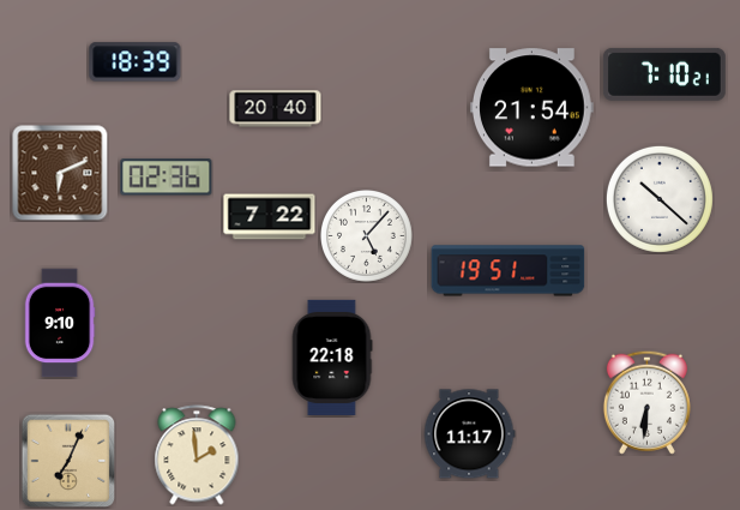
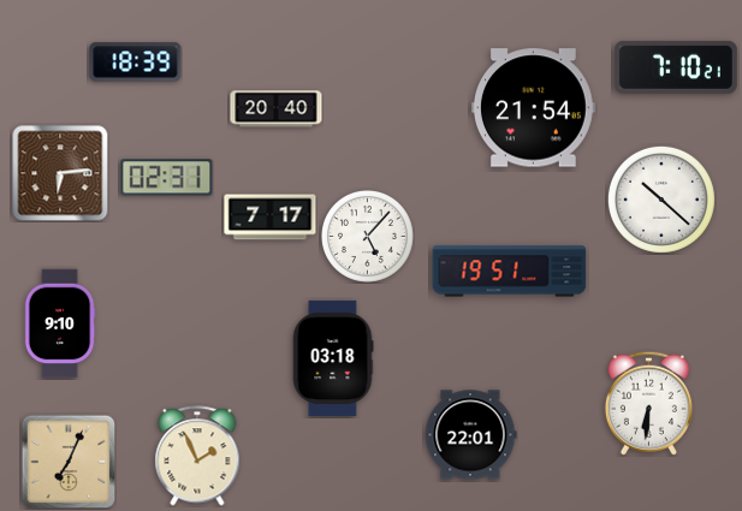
clock at (664, 74) position: (664, 74) -> (676, 67)
clock at (60, 173): 6:11 -> 6:14
clock at (167, 178): 02:36 -> 02:31
clock at (270, 217): 7:22 -> 7:17
clock at (332, 358): 22:18 -> 03:18
clock at (469, 434): 11:17 -> 22:01
clock at (197, 455): 1:59 -> 1:56
